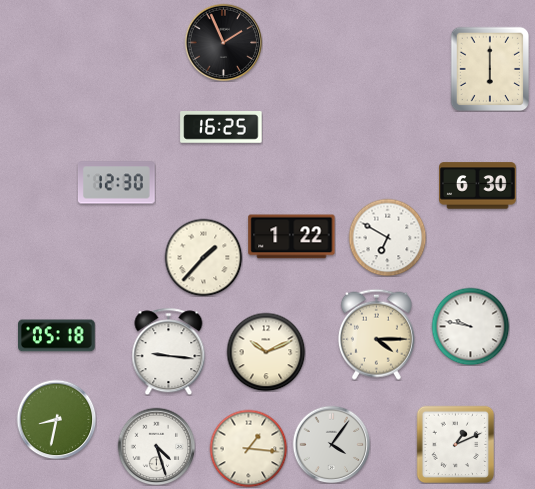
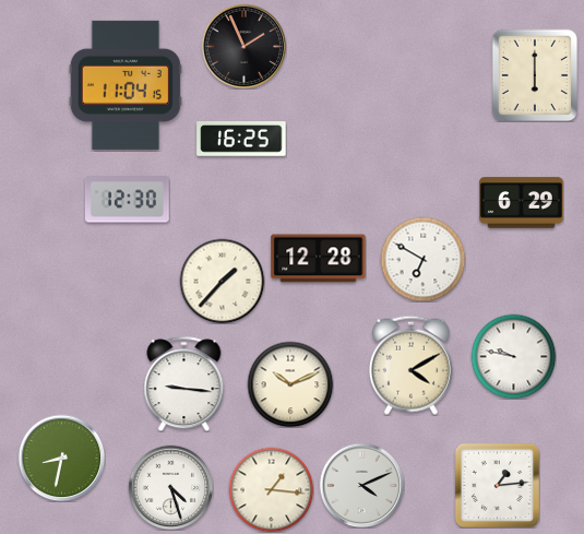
clock at (126, 85): none -> 11:04
clock at (478, 186): 6:30 -> 6:29
clock at (292, 237): 1:22 -> 12:28
clock at (376, 334): 4:15 -> 4:10
clock at (57, 336): 05:18 -> none
clock at (331, 444): 4:06 -> 4:11
clock at (455, 444): 1:11 -> 1:14
